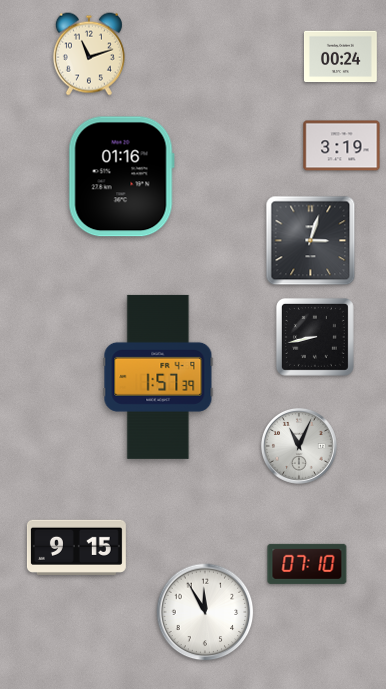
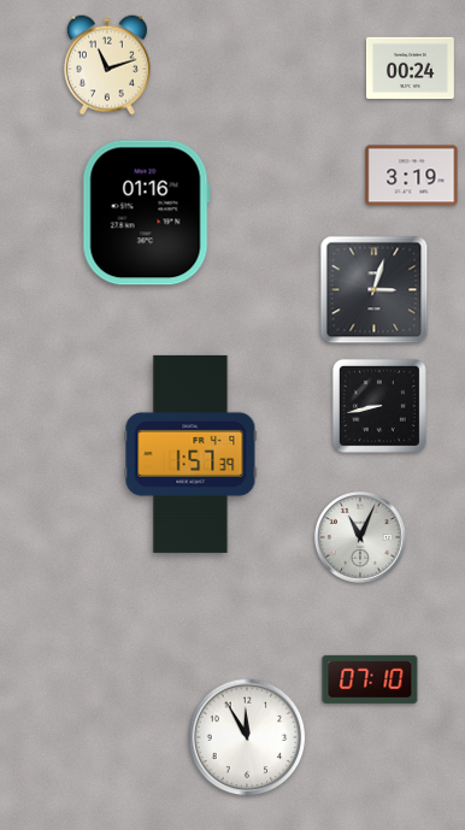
clock at (76, 547): 9:15 -> none
